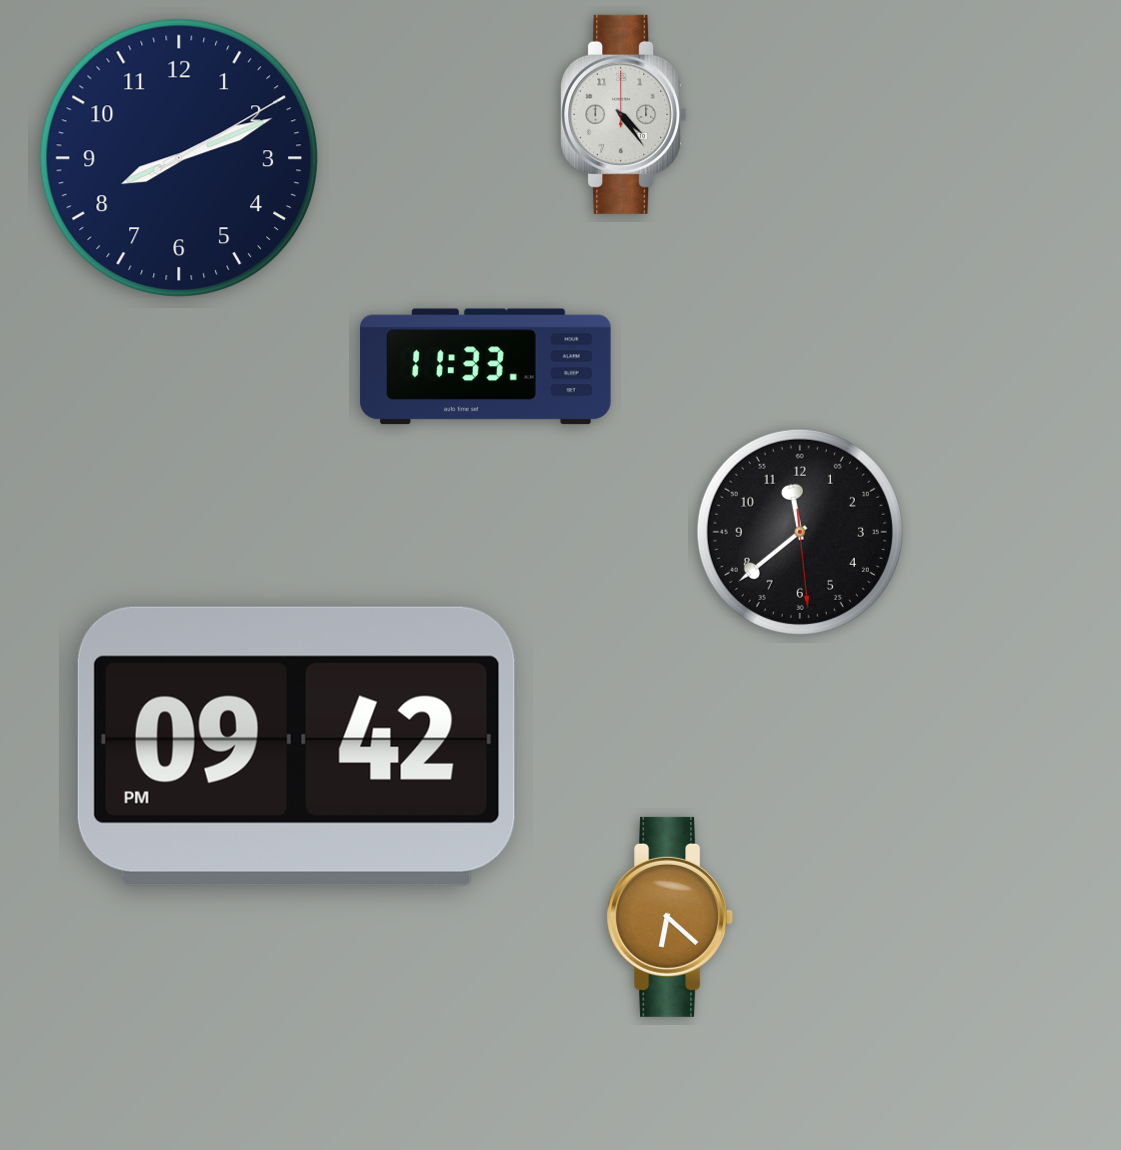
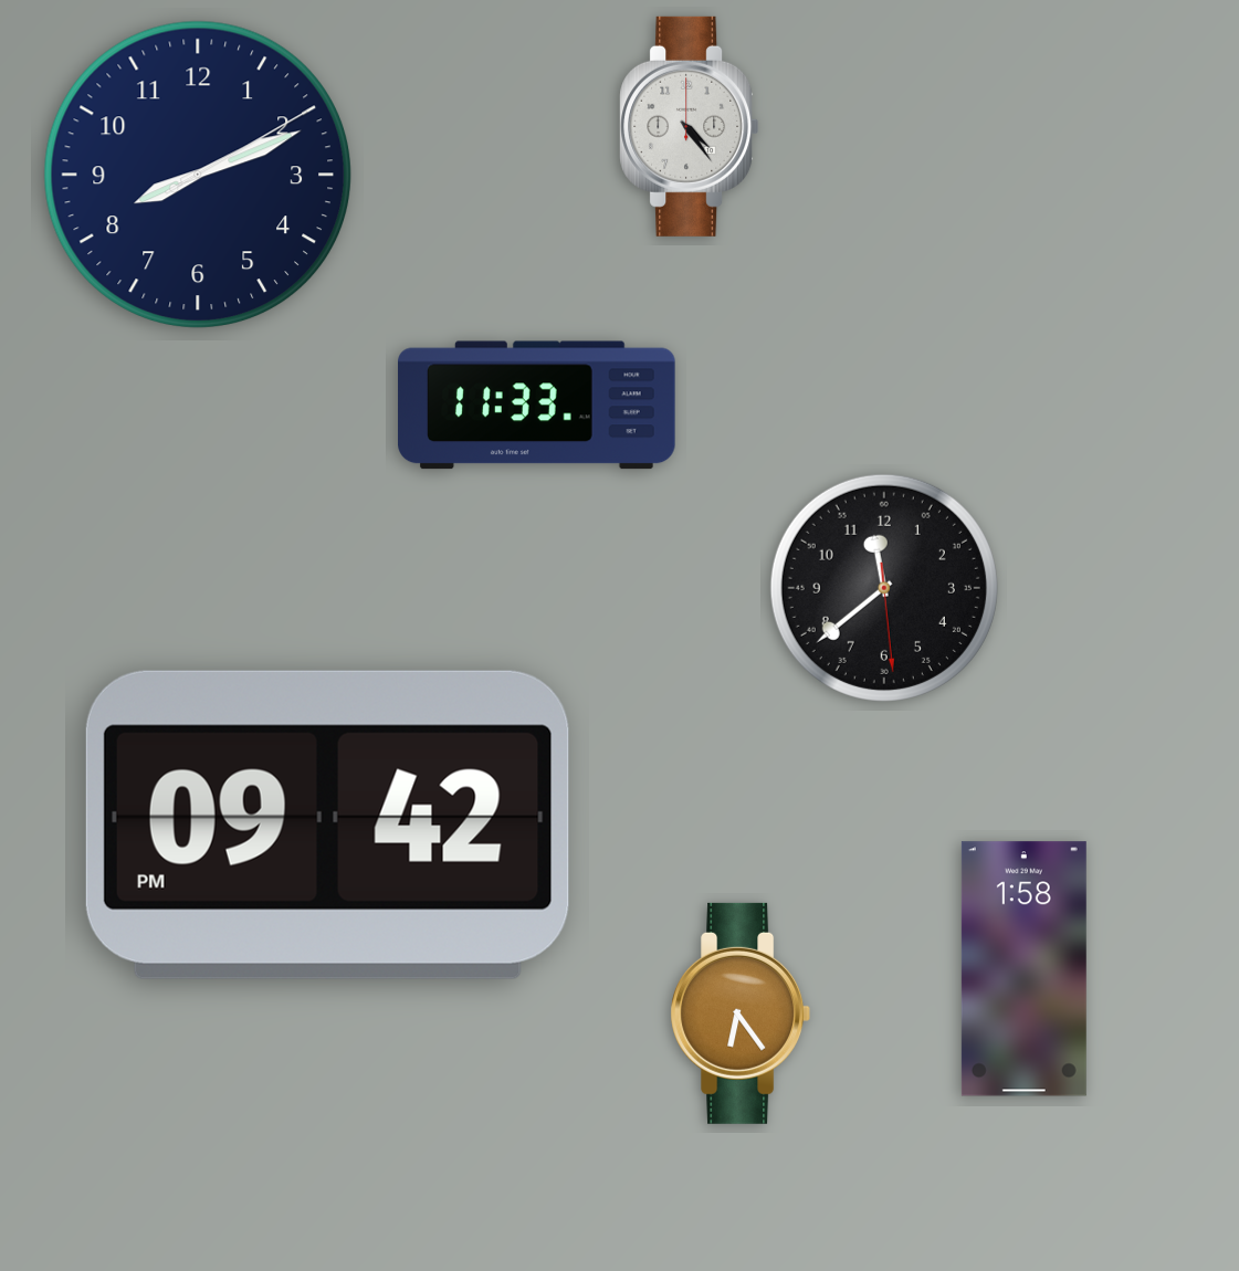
clock at (1023, 969): none -> 1:58
clock at (670, 917): 6:22 -> 6:24
